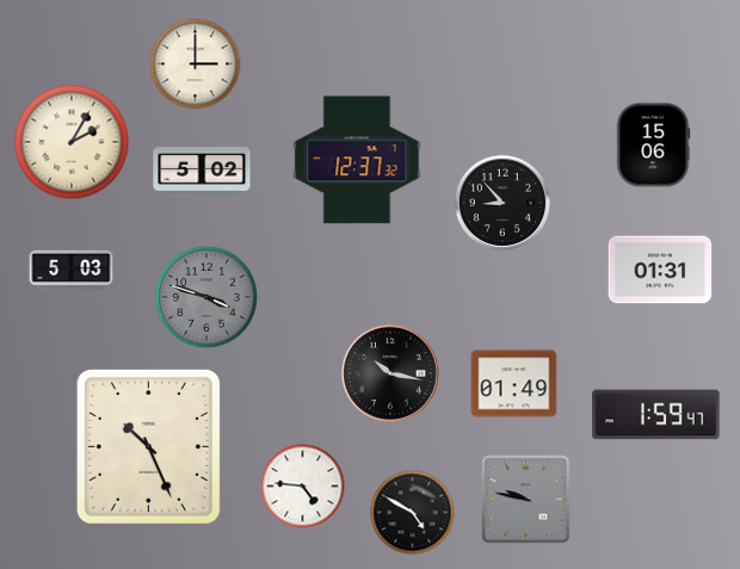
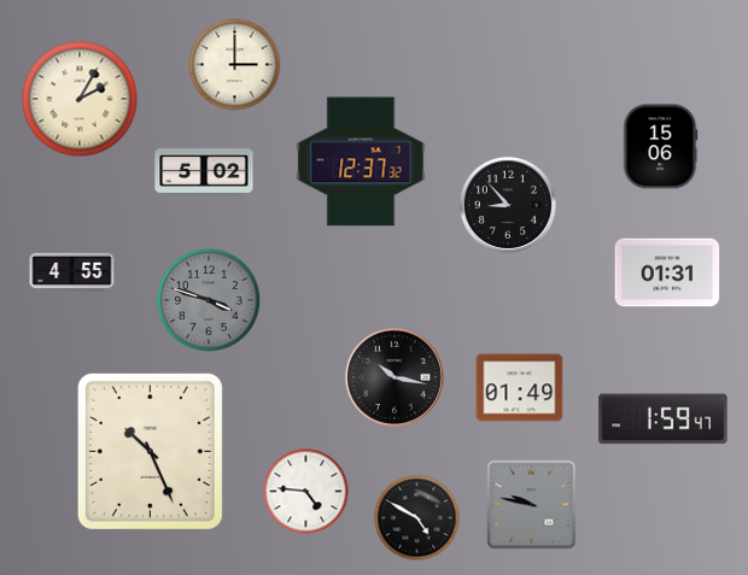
clock at (196, 64) position: (196, 64) -> (235, 65)
clock at (72, 142) position: (72, 142) -> (80, 99)
clock at (72, 271): 5:03 -> 4:55
